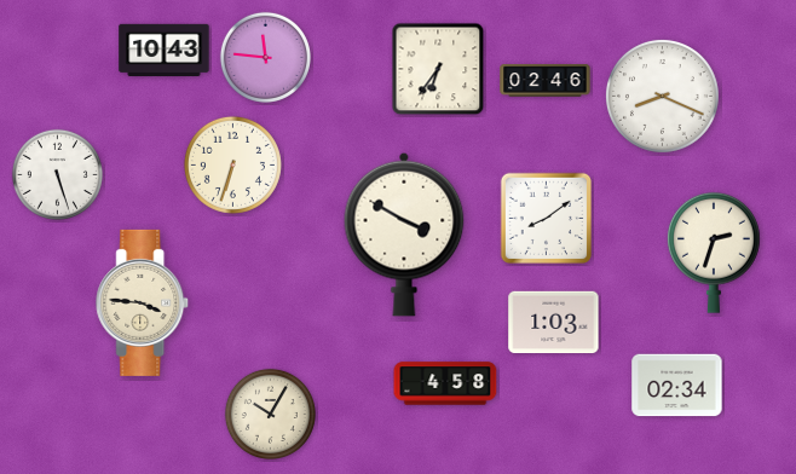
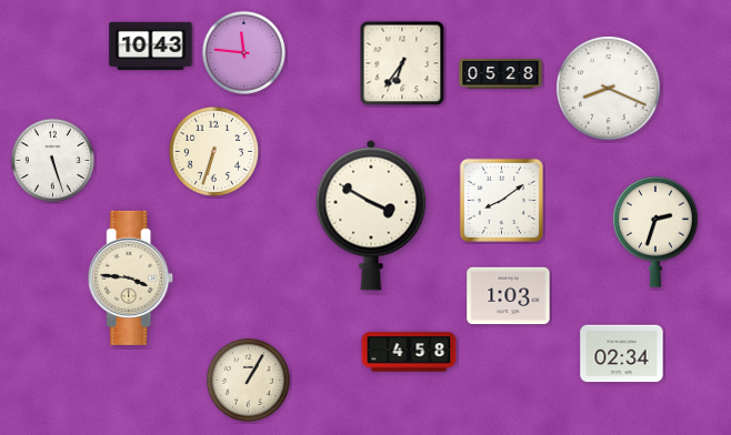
clock at (546, 81): 02:46 -> 05:28
clock at (270, 414): 10:05 -> 1:05
